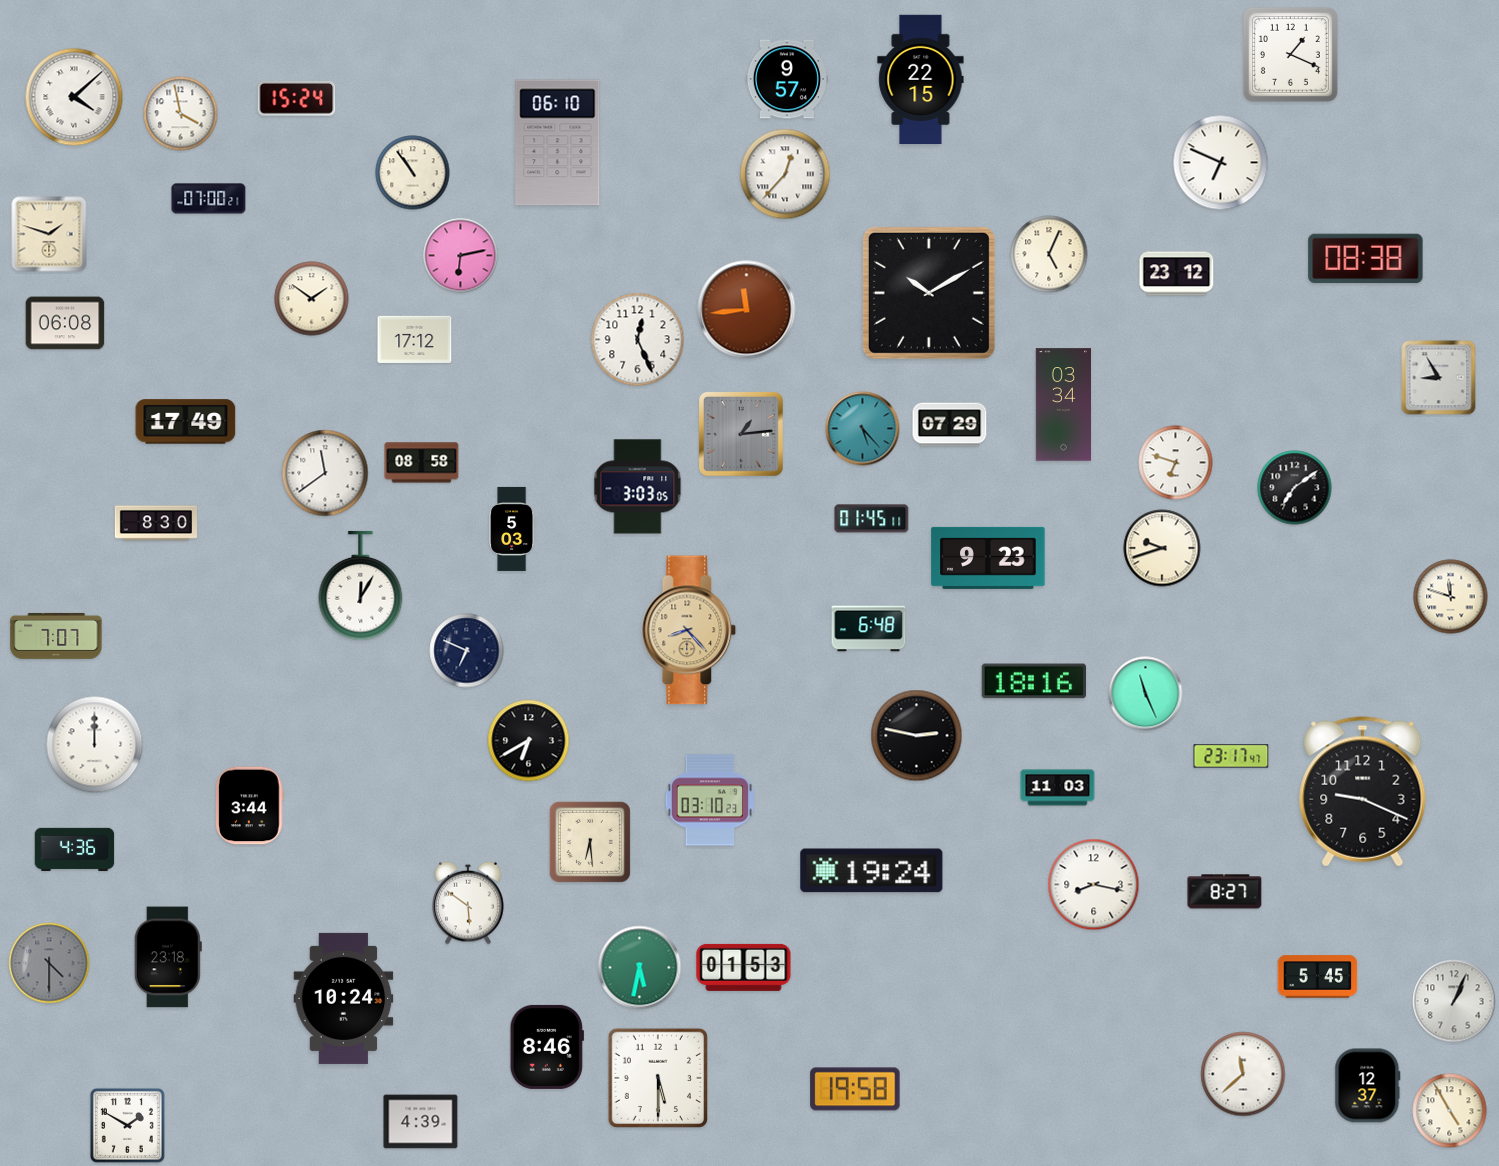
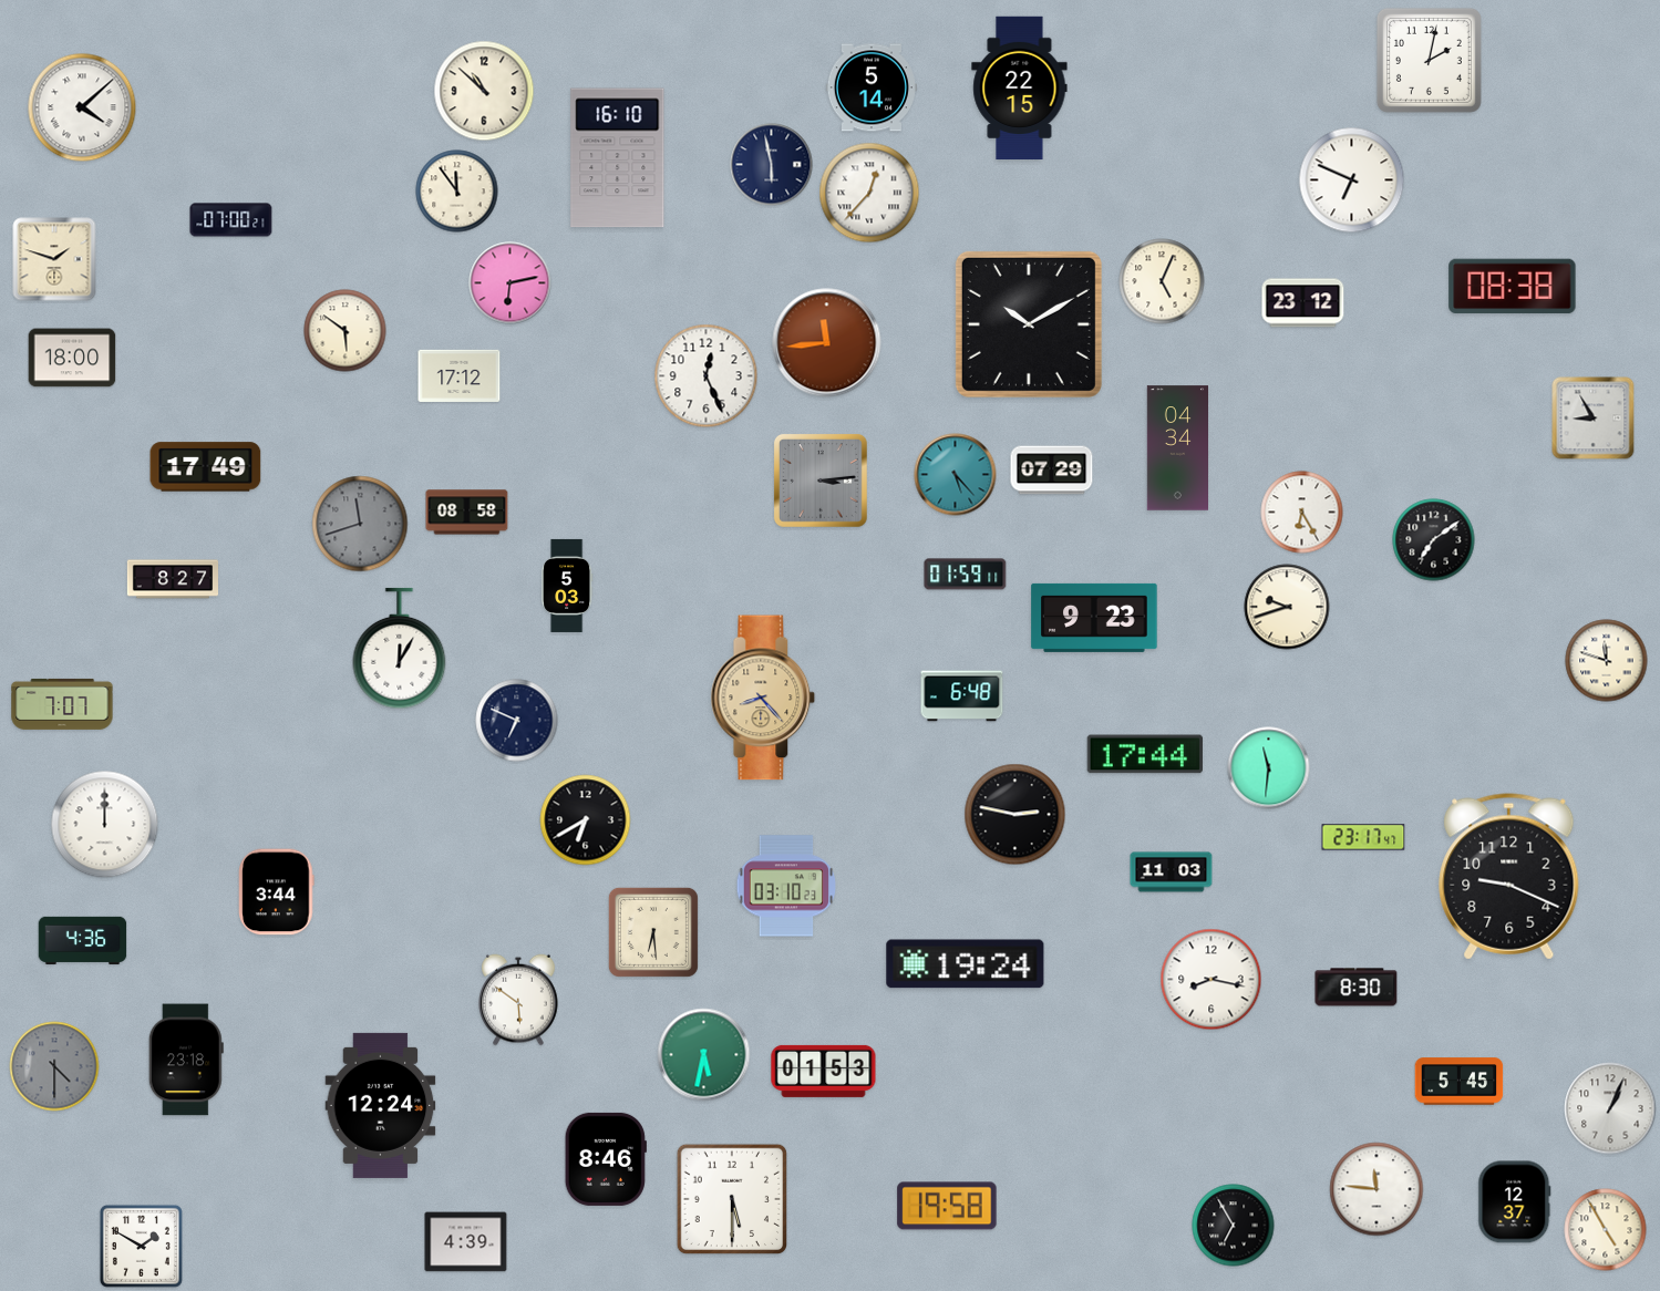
clock at (1290, 54): 1:19 -> 2:02
clock at (787, 79): 9:57 -> 5:14
clock at (484, 91): none -> 10:52
clock at (297, 98): 15:24 -> none
clock at (181, 114): 3:58 -> none
clock at (558, 143): 06:10 -> 16:10
clock at (772, 165): none -> 5:58
clock at (413, 173): 10:54 -> 11:54
clock at (312, 299): 1:51 -> 5:51
clock at (65, 323): 06:08 -> 18:00
clock at (1063, 405): 03:34 -> 04:34
clock at (741, 434): 1:14 -> 3:14
clock at (1176, 463): 6:48 -> 6:25
clock at (325, 473): 11:39 -> 11:42
clock at (325, 473) dial: white -> grey
clock at (638, 487): 3:03 -> none
clock at (872, 519): 01:45 -> 01:59
clock at (155, 523): 8:30 -> 8:27
clock at (1034, 681): 18:16 -> 17:44
clock at (1146, 694): 11:26 -> 11:31
clock at (1225, 892): 8:27 -> 8:30
clock at (640, 968) position: (640, 968) -> (704, 1055)
clock at (344, 998): 10:24 -> 12:24
clock at (1243, 1074): 11:38 -> 11:46
clock at (657, 1077) position: (657, 1077) -> (731, 1198)
clock at (1234, 1226): none -> 6:55
